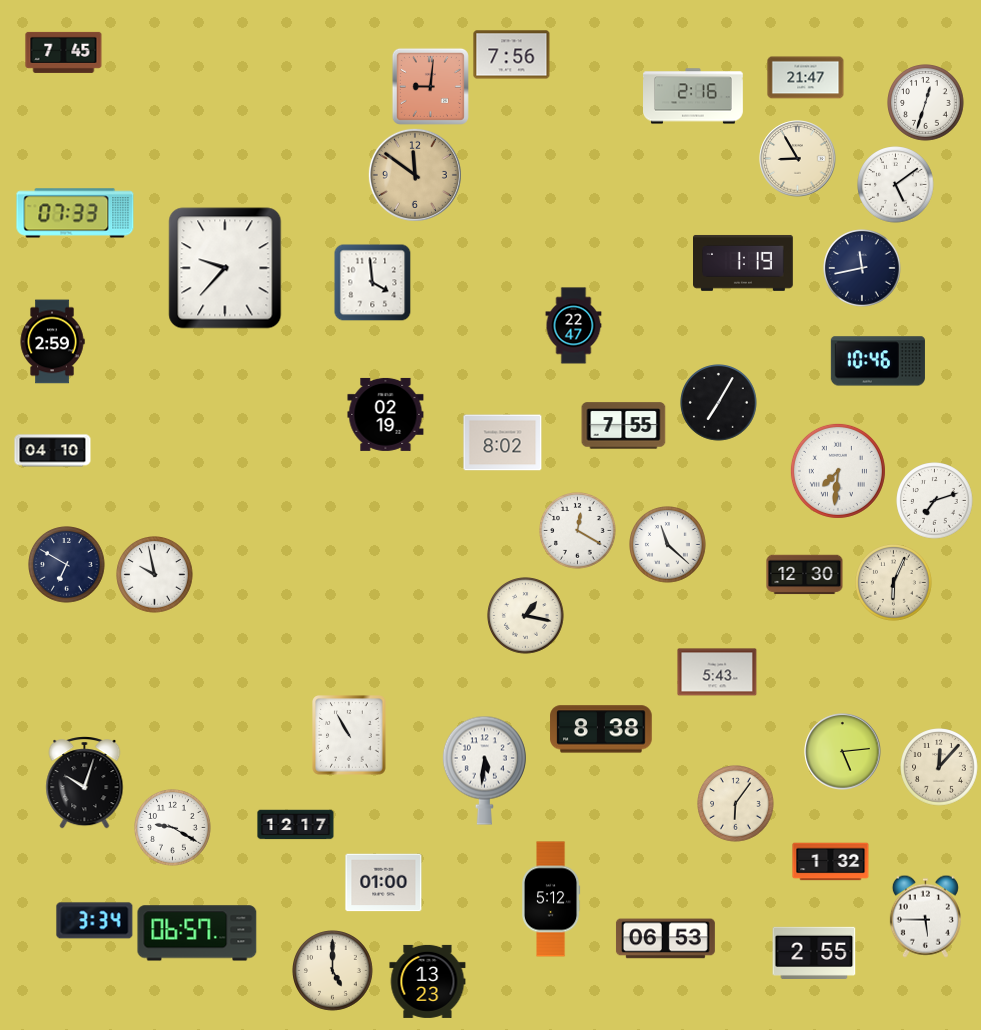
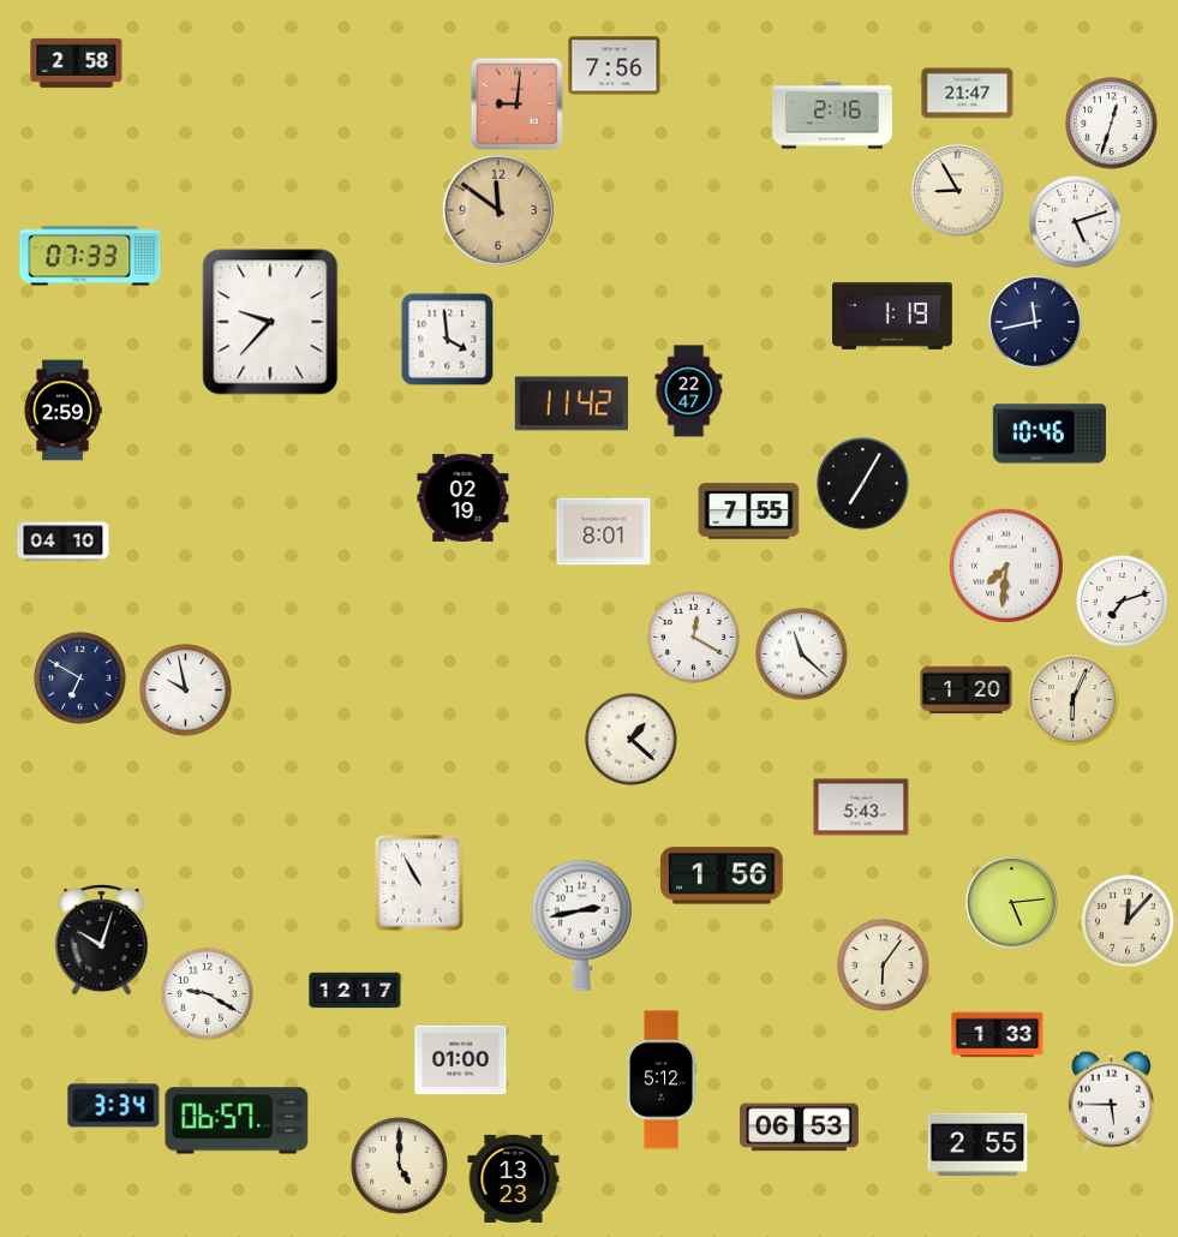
clock at (64, 52): 7:45 -> 2:58
clock at (896, 185): 5:09 -> 5:12
clock at (572, 404): none -> 11:42
clock at (878, 361) position: (878, 361) -> (1050, 434)
clock at (503, 443): 8:02 -> 8:01
clock at (805, 575): 12:30 -> 1:20
clock at (526, 616): 1:17 -> 1:22
clock at (601, 729): 8:38 -> 1:56
clock at (484, 770): 5:31 -> 2:43
clock at (831, 862): 1:32 -> 1:33
